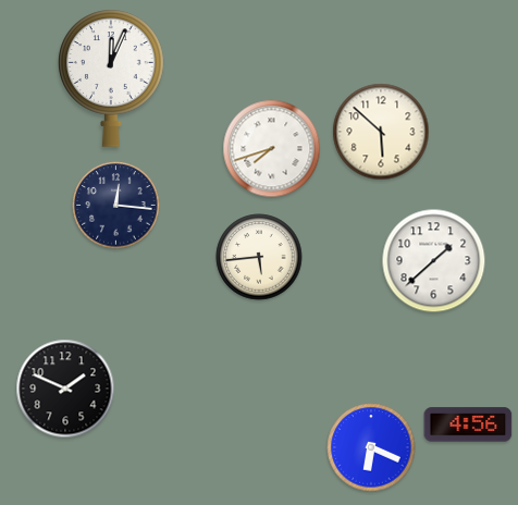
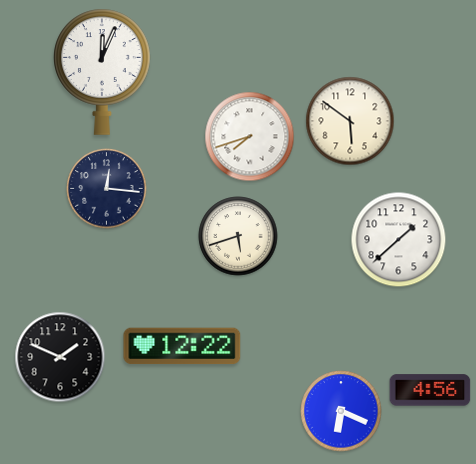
clock at (381, 132): 5:52 -> 5:51
clock at (259, 257): 5:44 -> 5:42
clock at (182, 346): none -> 12:22
